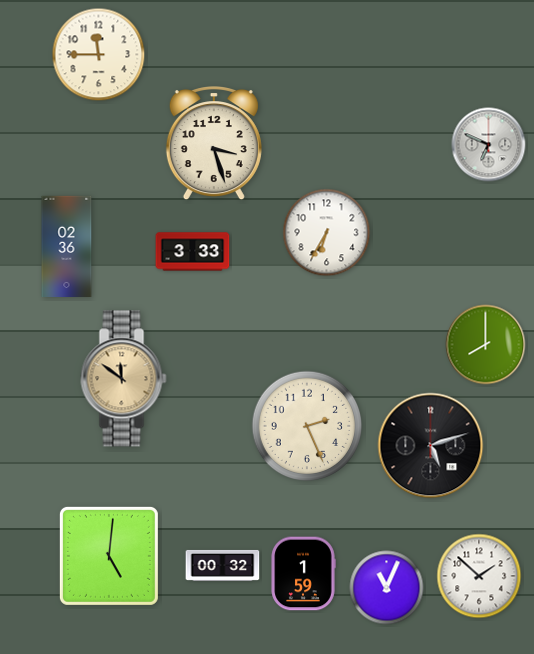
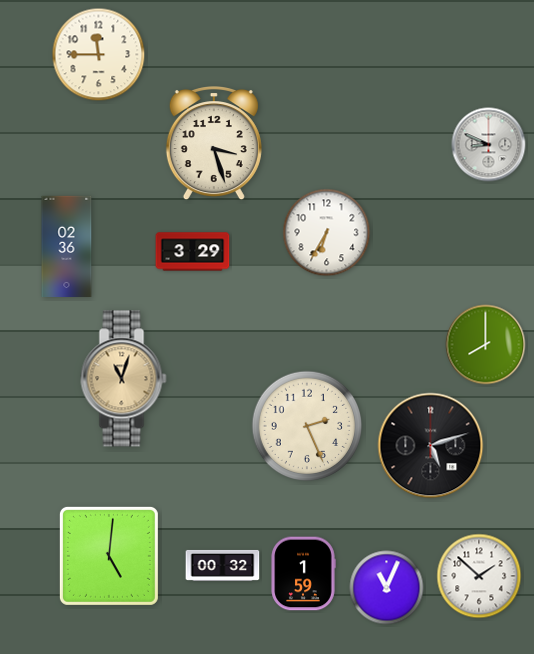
clock at (489, 145): 6:49 -> 8:49
clock at (193, 252): 3:33 -> 3:29
clock at (124, 379): 11:51 -> 11:03
